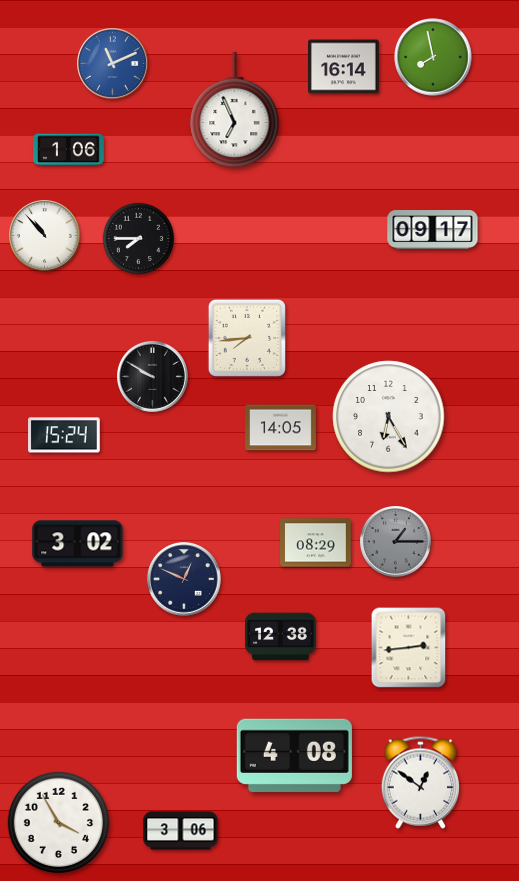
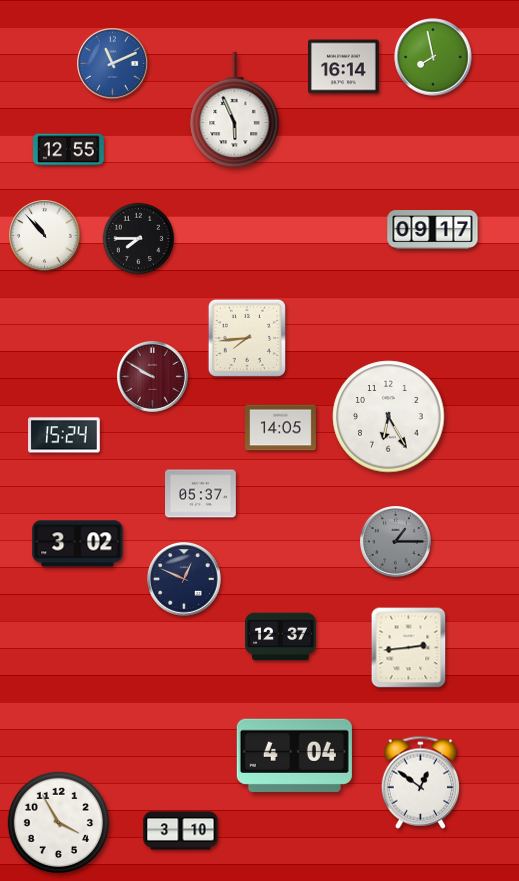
clock at (235, 110): 6:56 -> 5:56
clock at (69, 150): 1:06 -> 12:55
clock at (153, 377) dial: black -> burgundy
clock at (201, 494): none -> 05:37
clock at (316, 543): 08:29 -> none
clock at (281, 637): 12:38 -> 12:37
clock at (294, 755): 4:08 -> 4:04
clock at (181, 831): 3:06 -> 3:10
